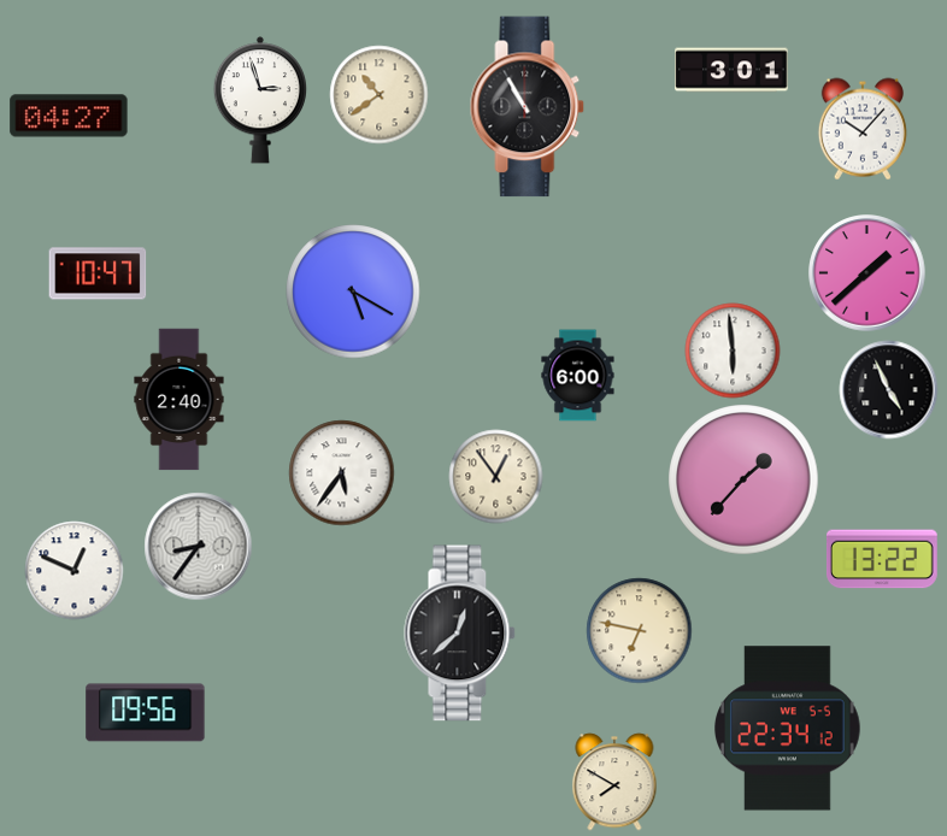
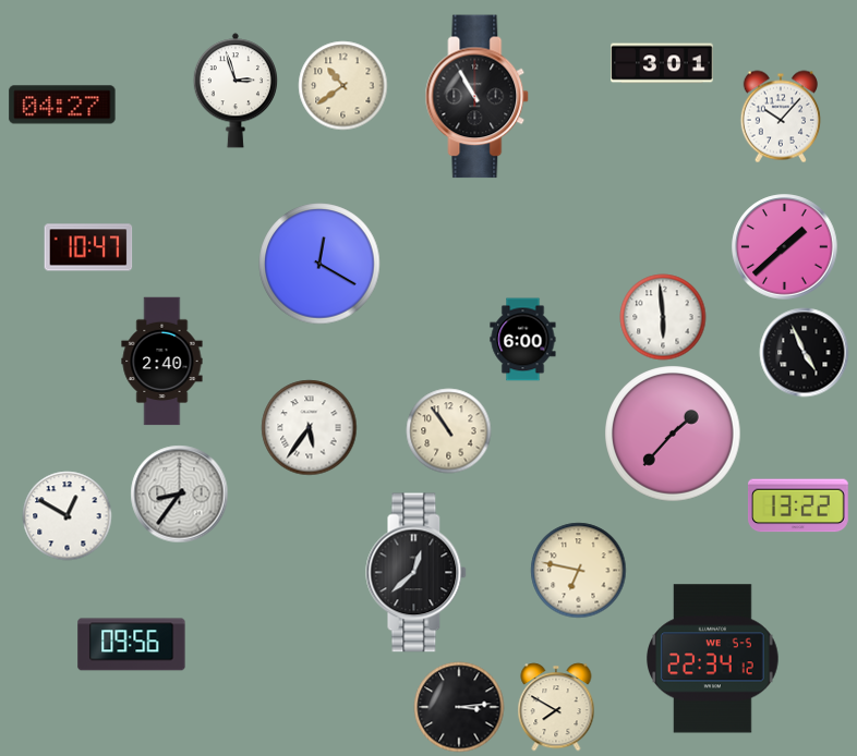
clock at (353, 292): 5:20 -> 12:20
clock at (496, 477): 12:54 -> 10:54
clock at (75, 571): 12:49 -> 12:50
clock at (459, 707): none -> 3:14
